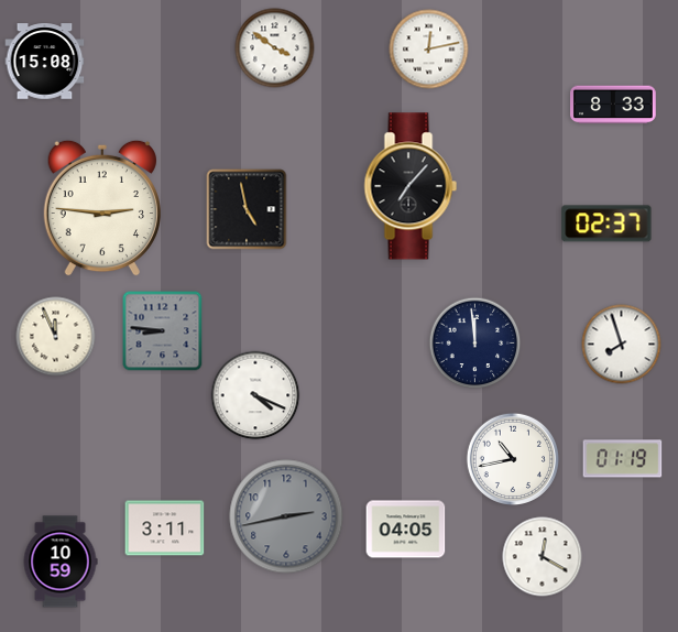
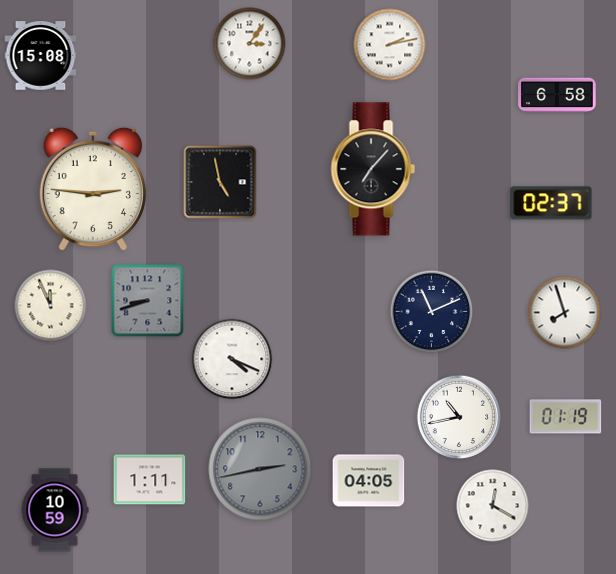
clock at (275, 48): 3:51 -> 3:06
clock at (429, 50): 12:13 -> 2:13
clock at (613, 105): 8:33 -> 6:58
clock at (247, 209) position: (247, 209) -> (220, 182)
clock at (163, 331): 8:46 -> 8:42
clock at (475, 344): 11:59 -> 11:11
clock at (512, 458) position: (512, 458) -> (458, 416)
clock at (165, 529): 3:11 -> 1:11
